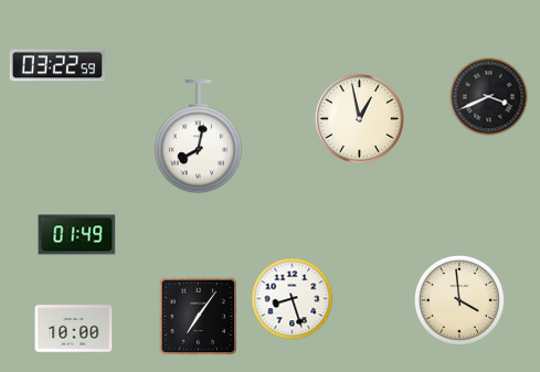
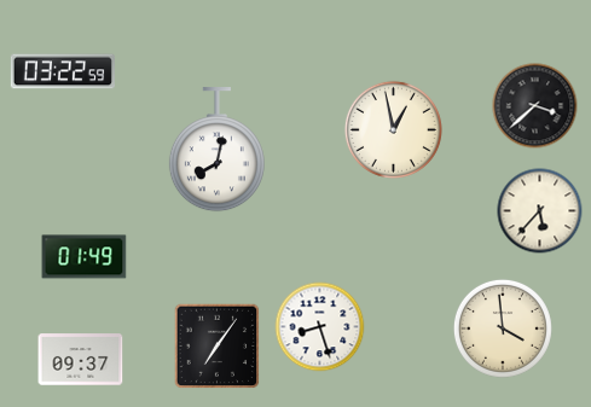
clock at (489, 97): 3:41 -> 3:38
clock at (540, 211): none -> 5:37
clock at (74, 329): 10:00 -> 09:37
